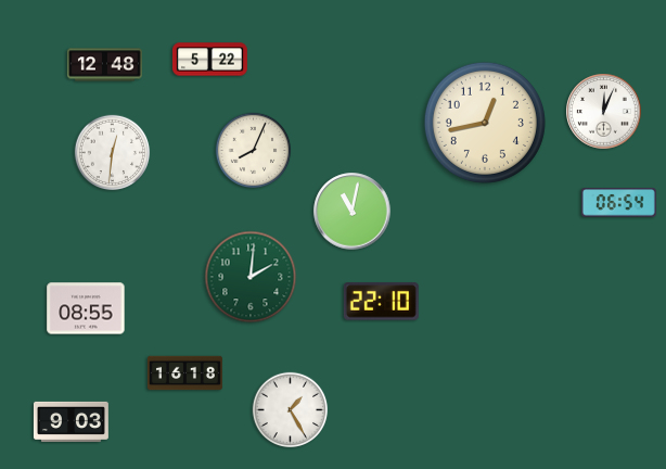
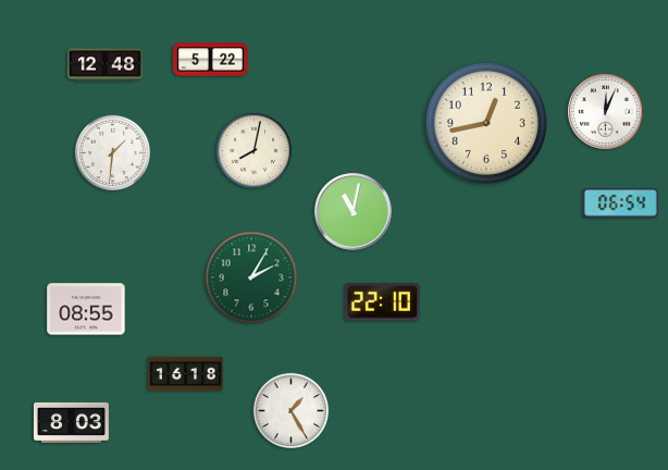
clock at (254, 151): 8:04 -> 8:02
clock at (113, 153): 12:31 -> 1:31
clock at (251, 277): 2:01 -> 2:05
clock at (71, 421): 9:03 -> 8:03
